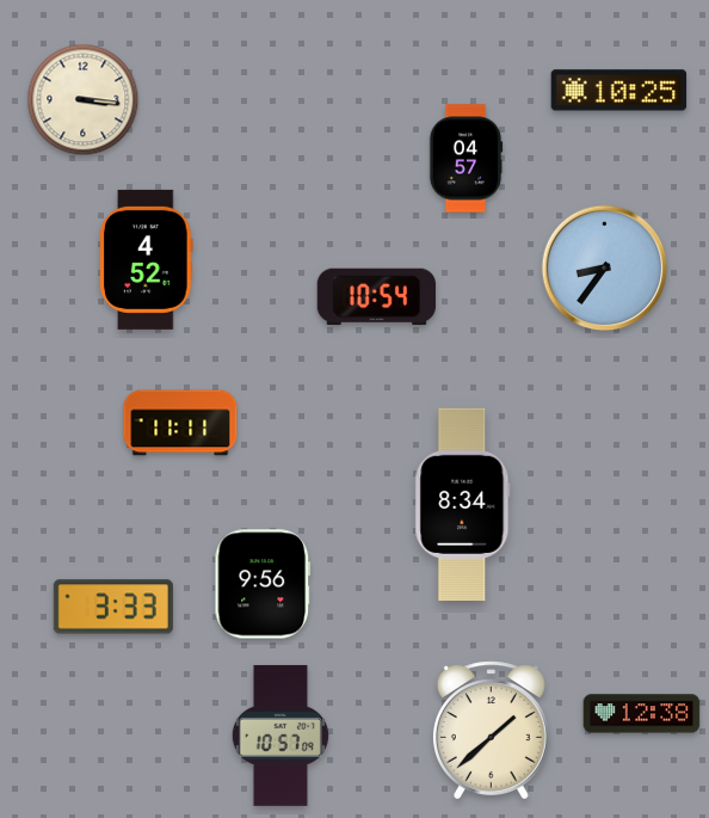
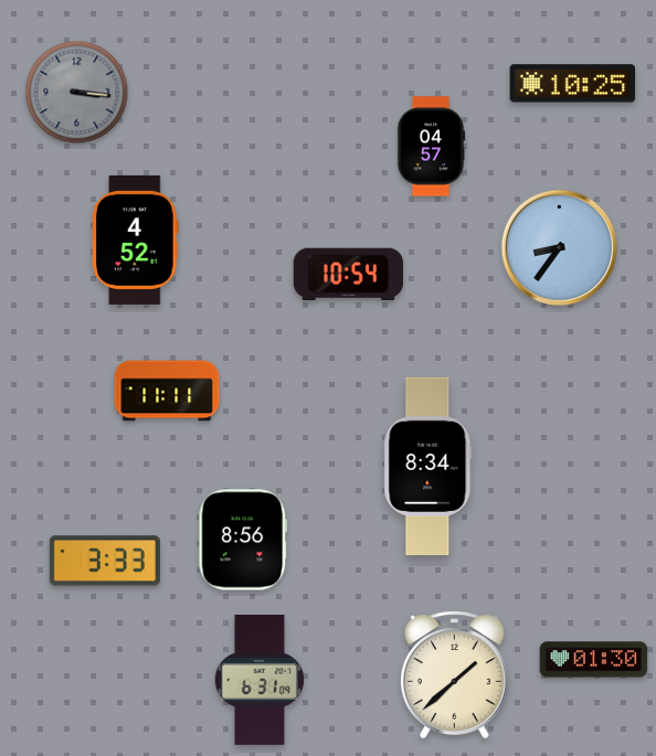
clock at (84, 100) dial: cream -> grey
clock at (263, 584): 9:56 -> 8:56
clock at (642, 714): 12:38 -> 01:30
clock at (280, 736): 10:57 -> 6:31
